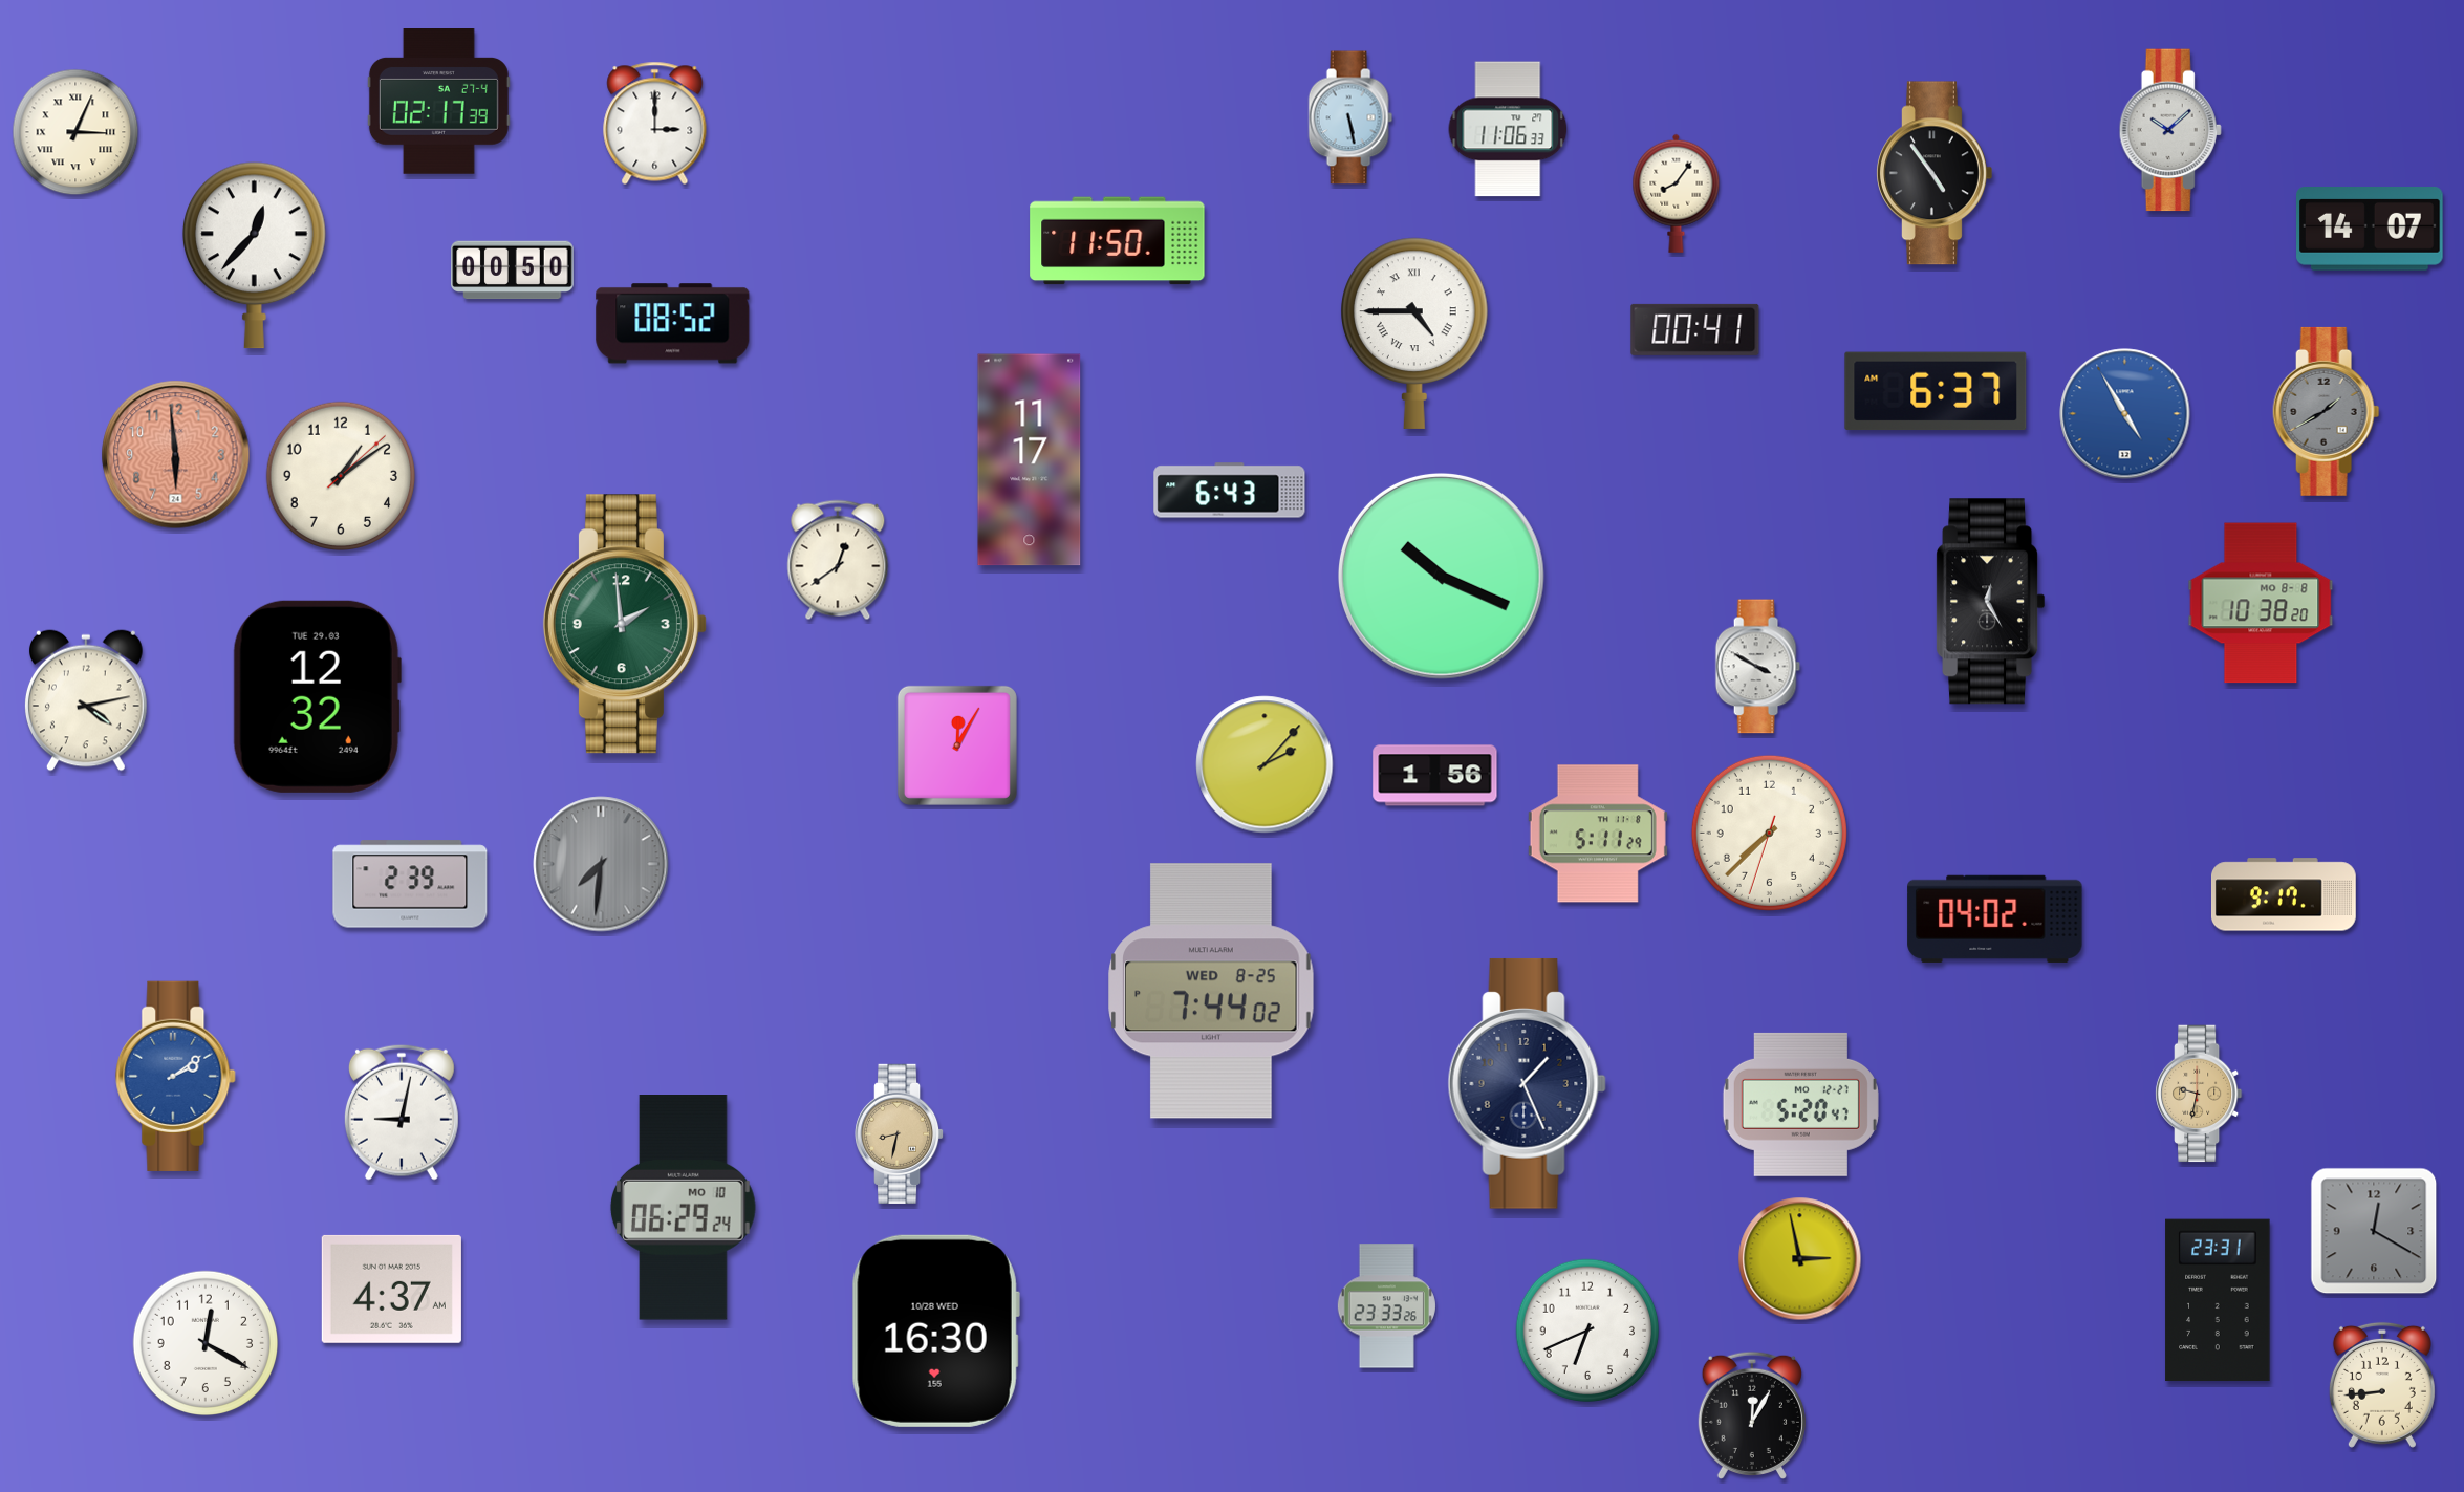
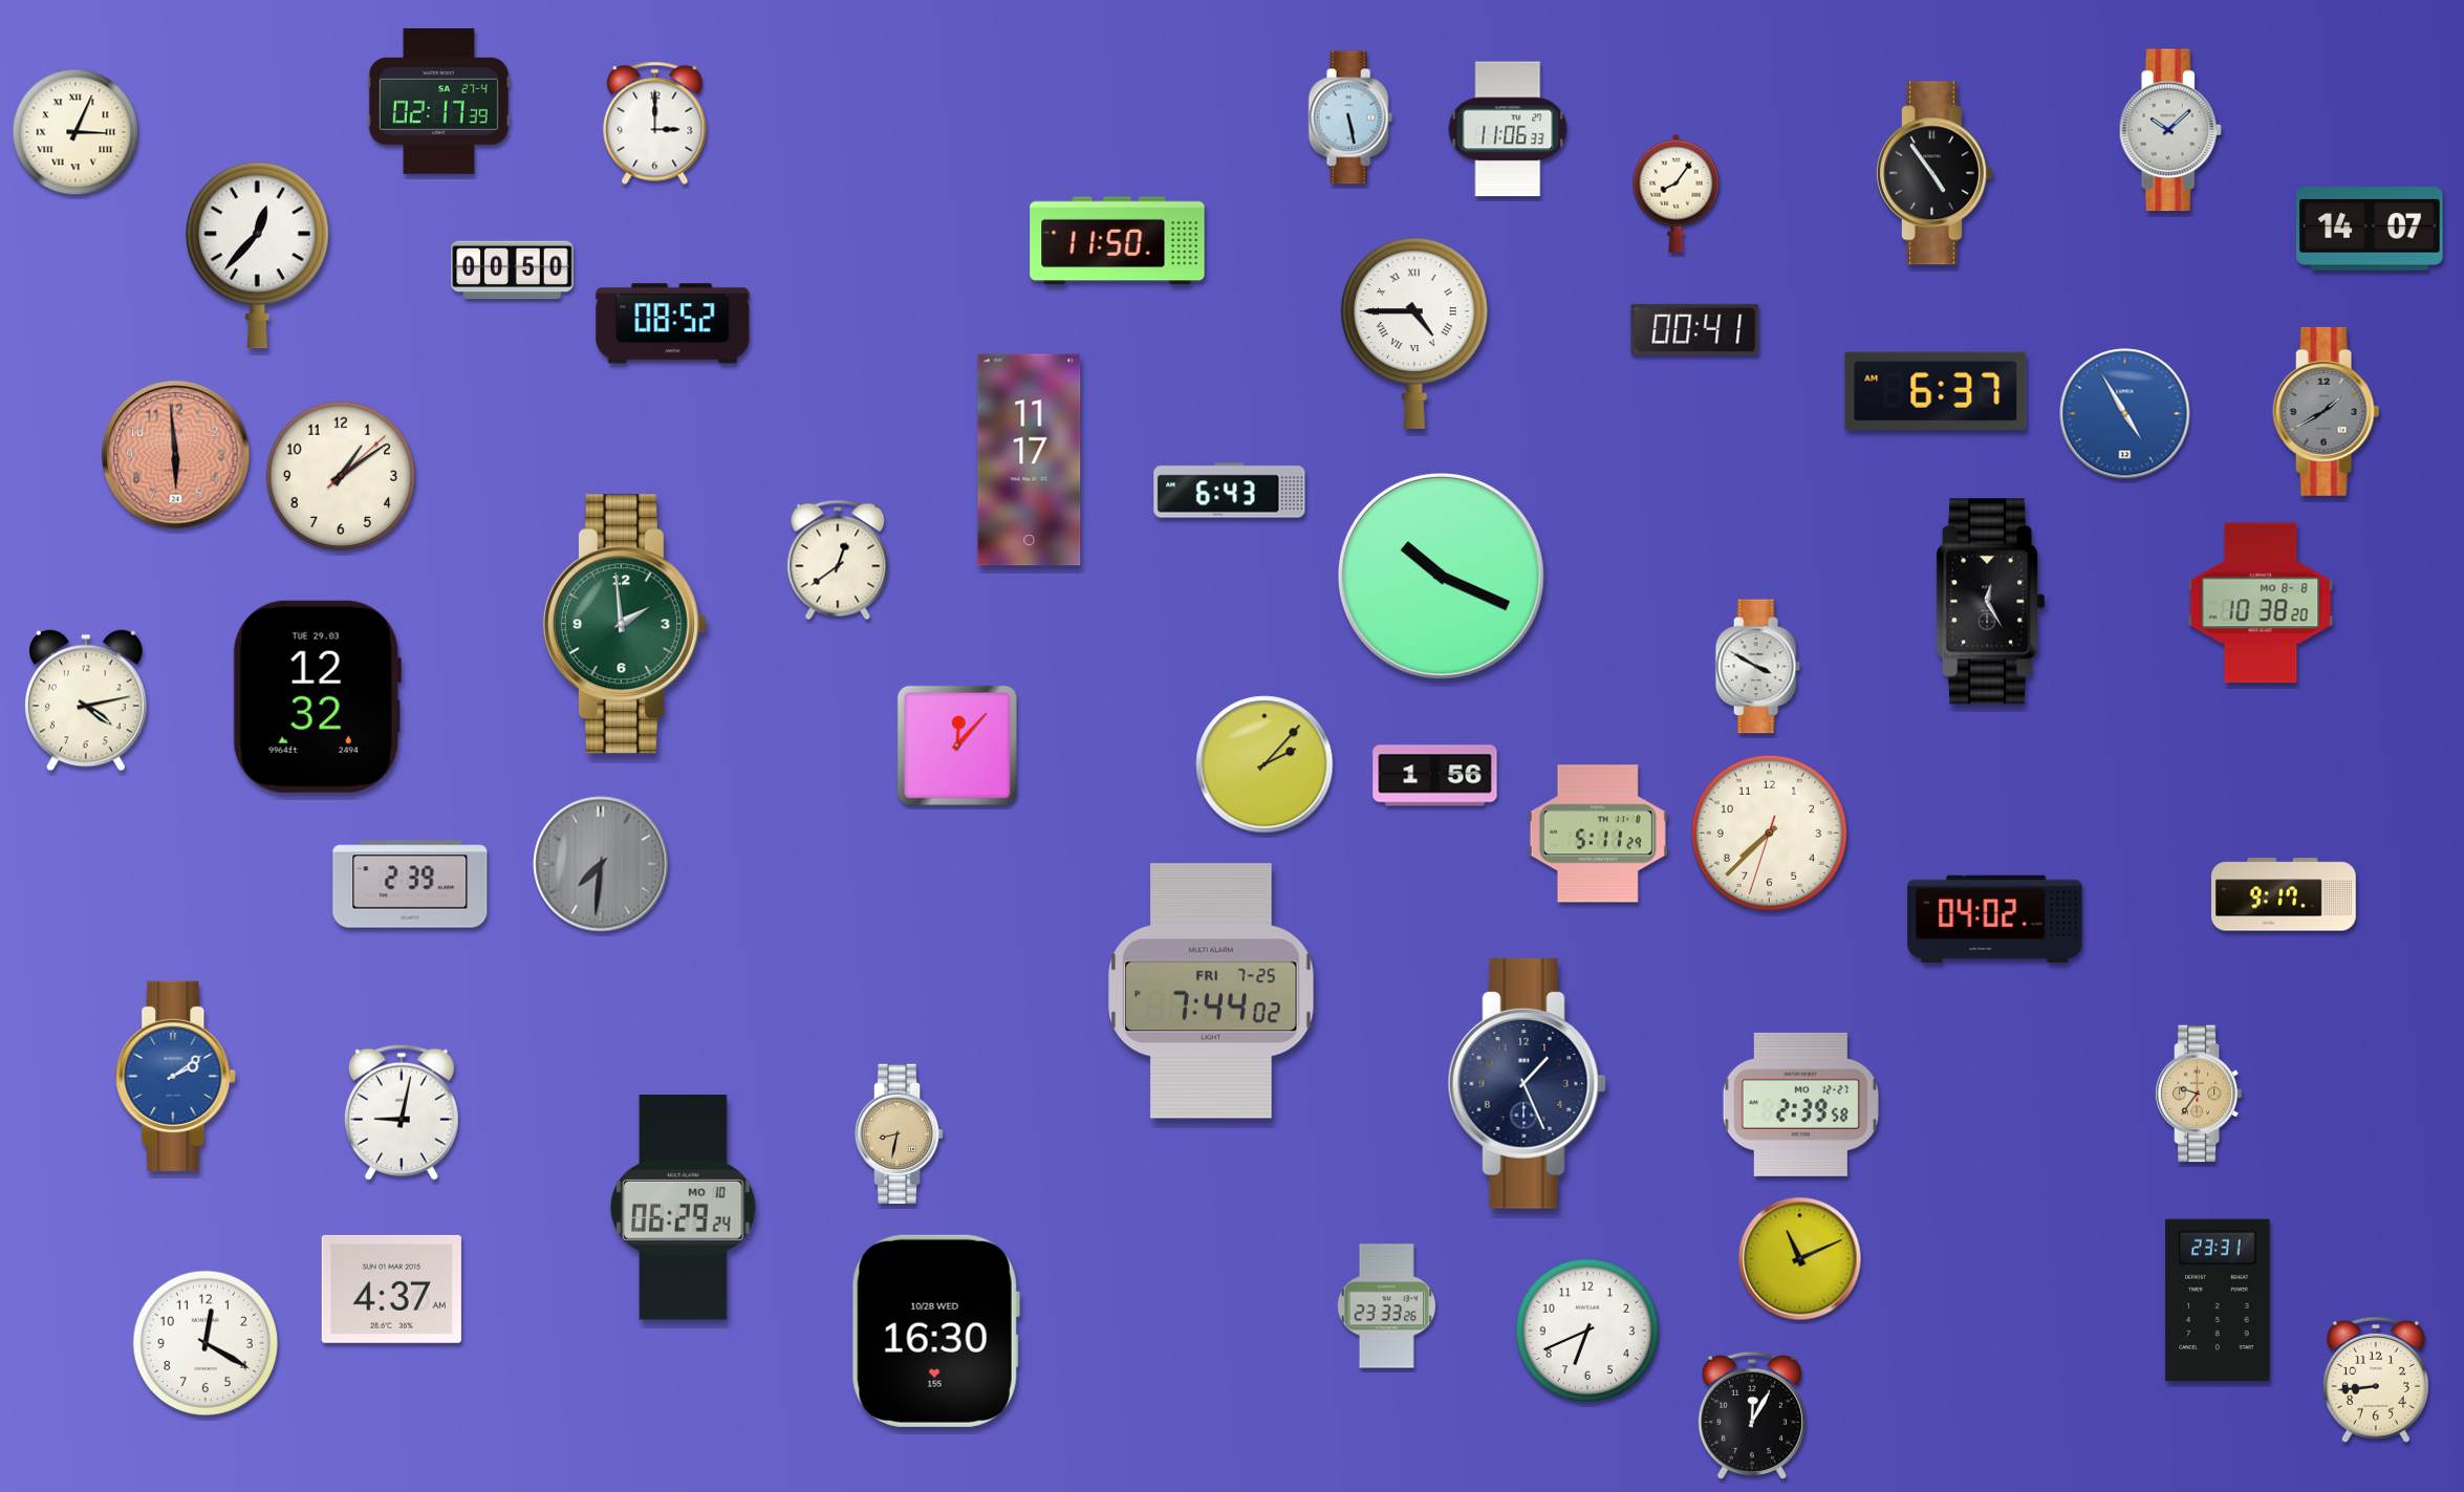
clock at (254, 256) position: (254, 256) -> (257, 256)
clock at (957, 745): 12:05 -> 12:07
clock at (1211, 991) date: WED 8-25 -> FRI 7-25
clock at (2199, 1094): 9:32 -> 9:36
clock at (1800, 1104): 5:20 -> 2:39
clock at (2374, 1231): 12:20 -> none
clock at (1800, 1259): 2:58 -> 11:11
clock at (2382, 1385) position: (2382, 1385) -> (2376, 1380)
